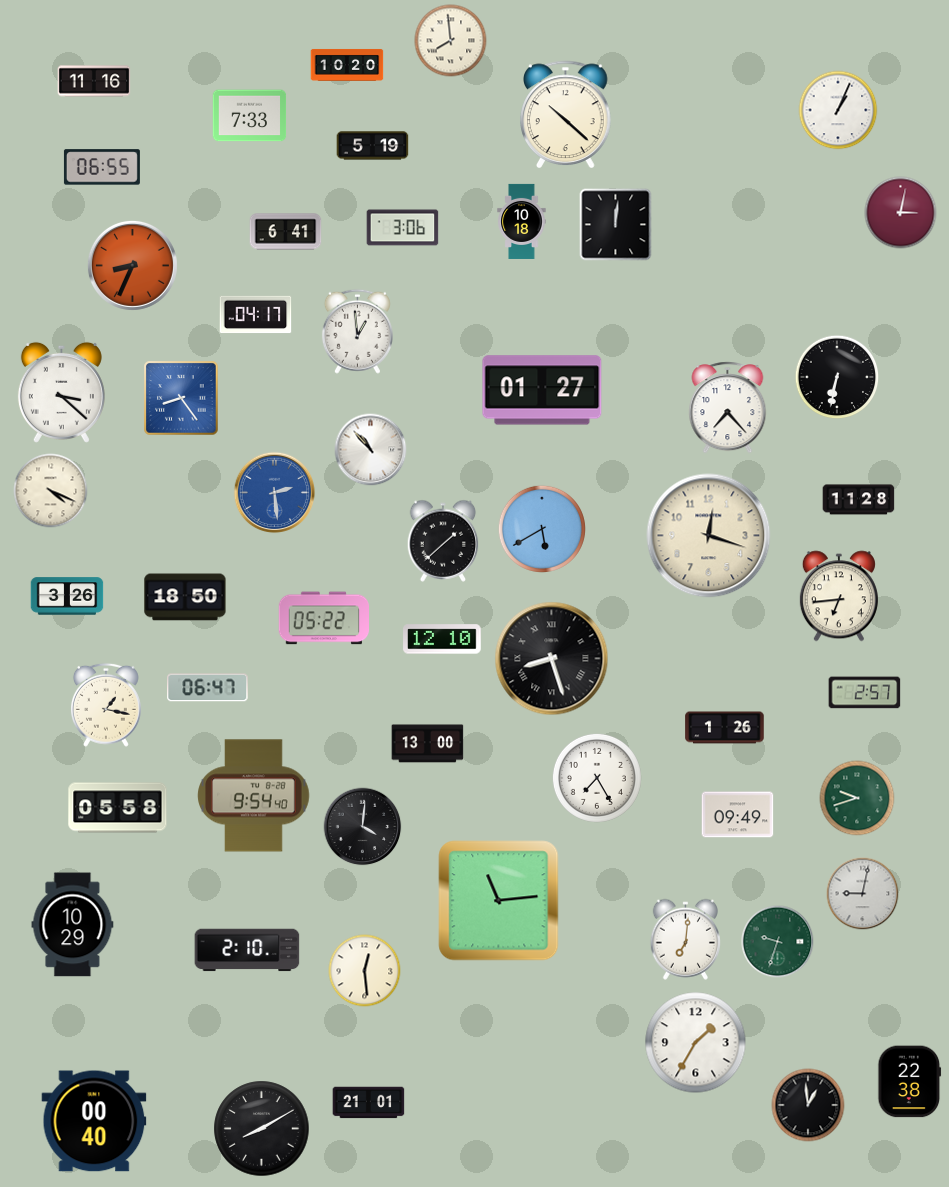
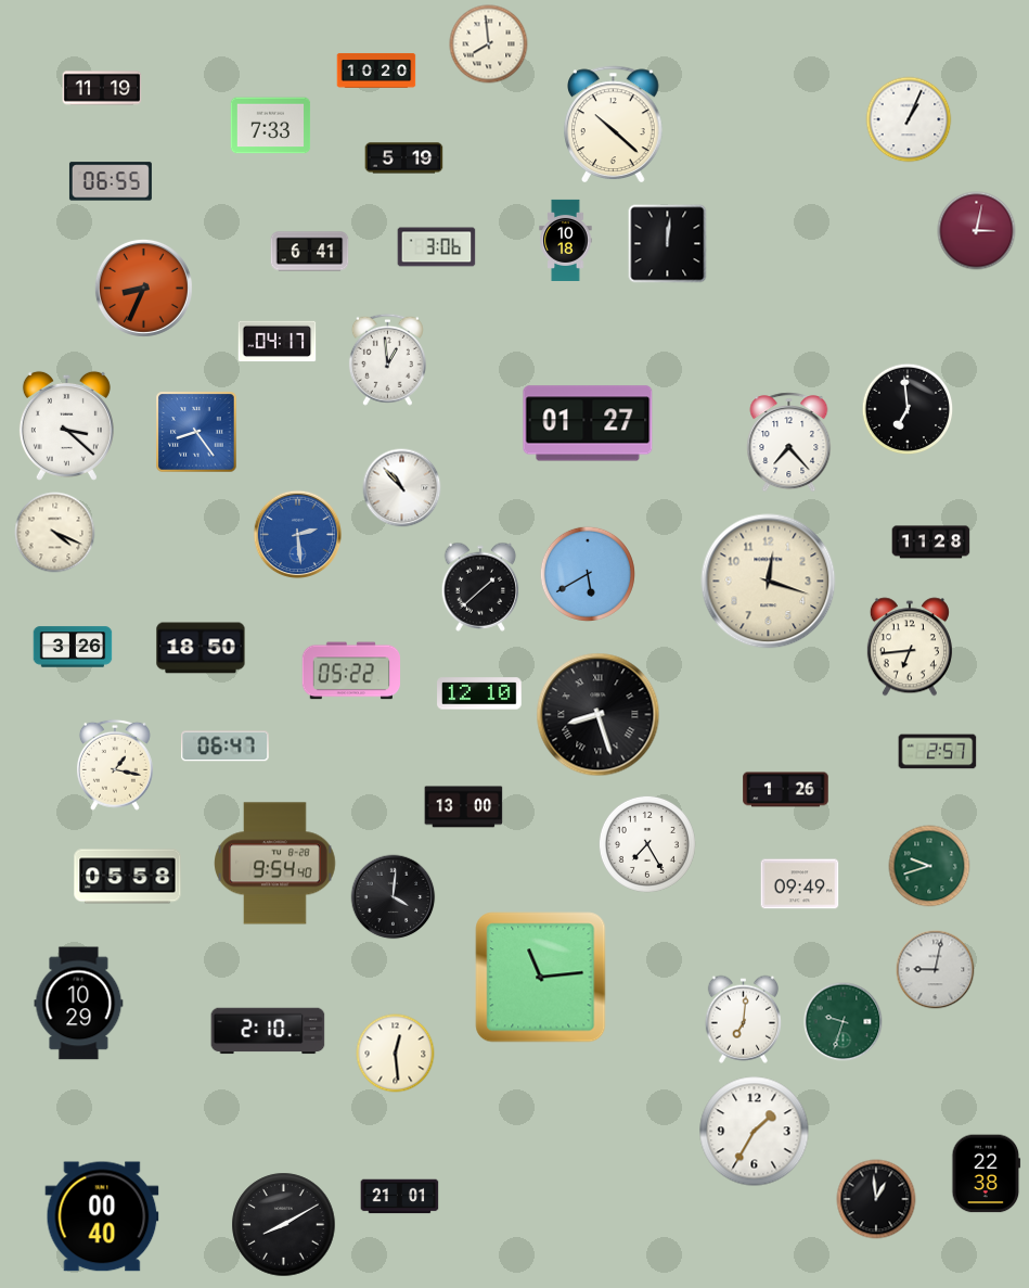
clock at (94, 81): 11:16 -> 11:19
clock at (837, 377): 6:32 -> 6:59
